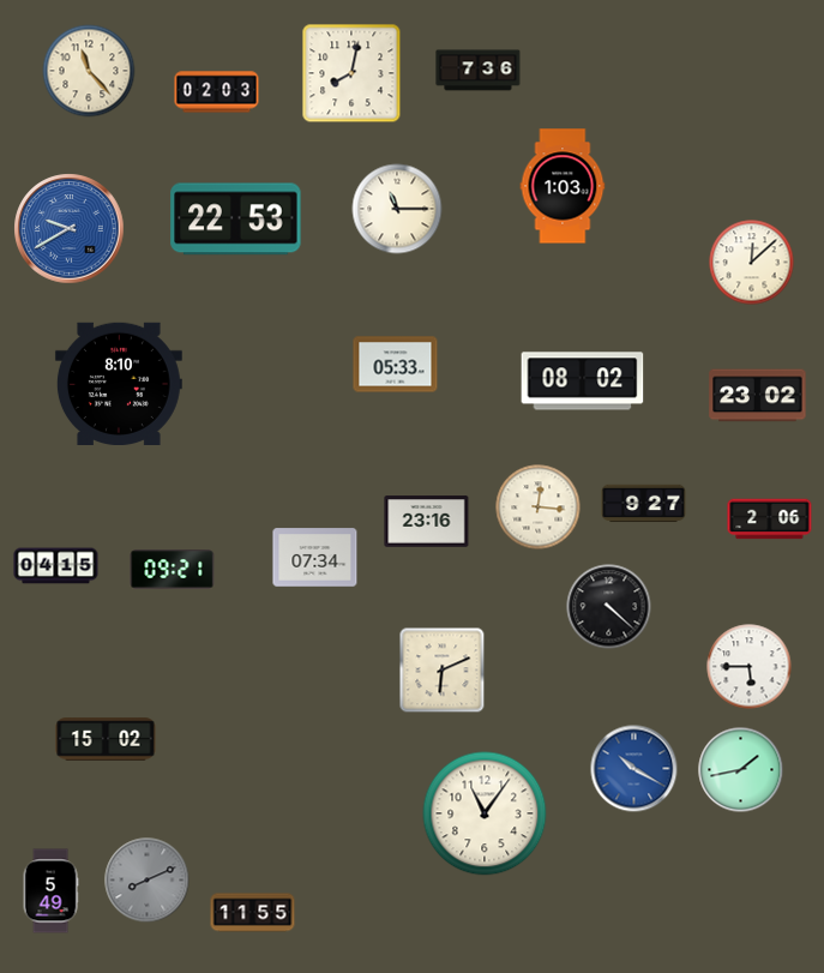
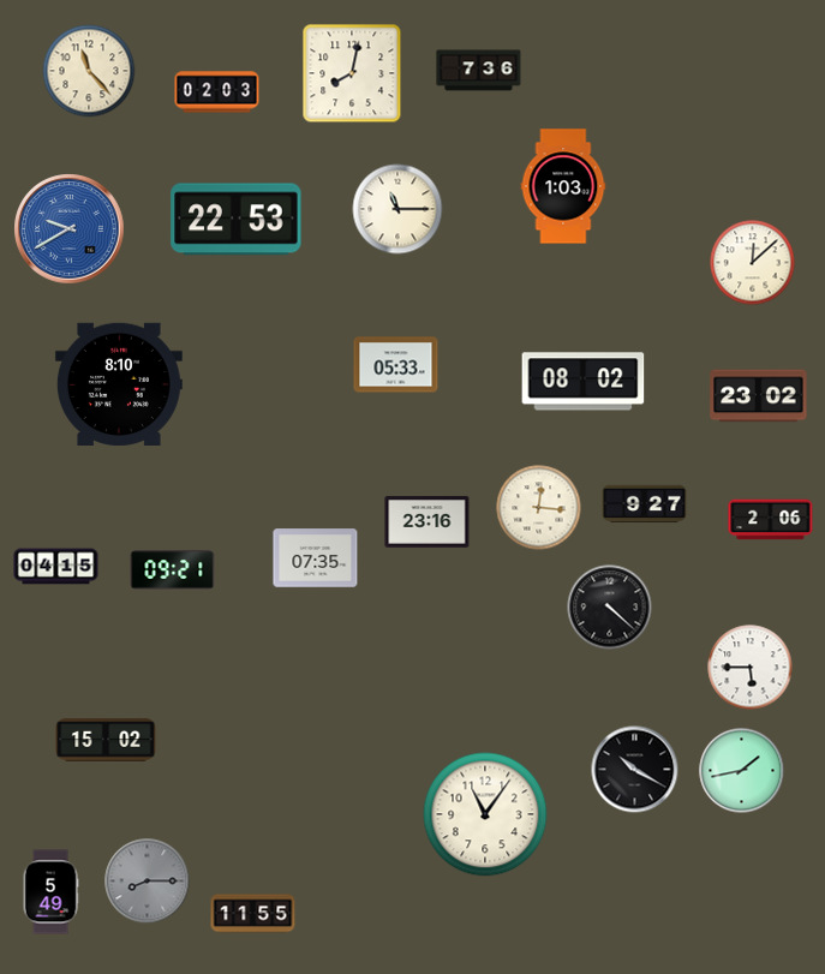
clock at (315, 558): 07:34 -> 07:35
clock at (443, 671): 6:11 -> none
clock at (634, 769) dial: blue -> black
clock at (148, 881): 8:11 -> 8:15
